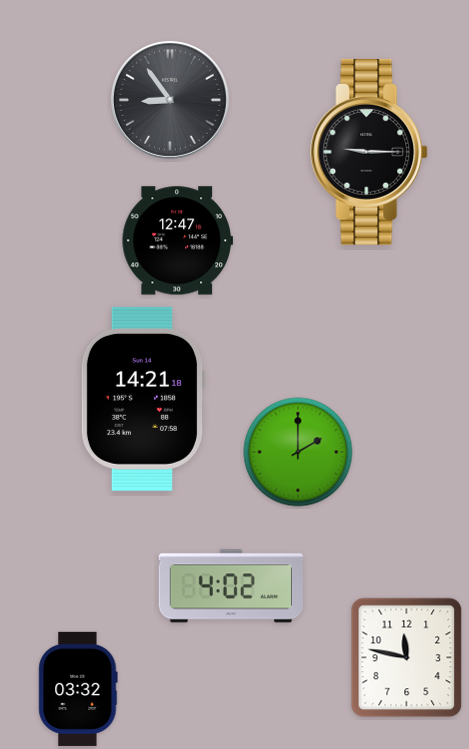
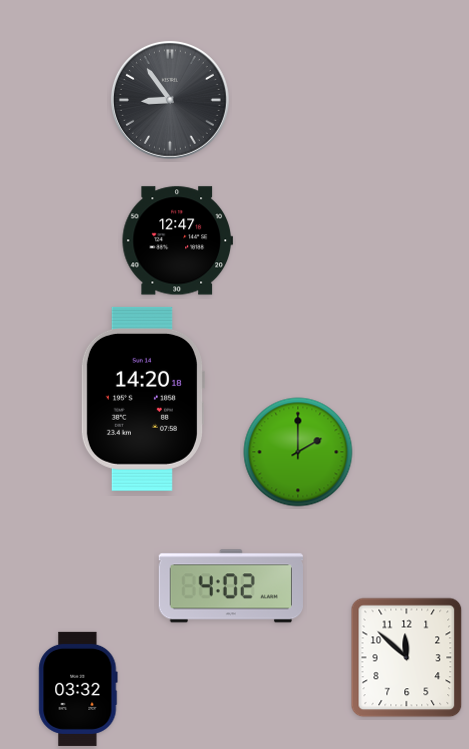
clock at (370, 152): 9:15 -> none
clock at (142, 399): 14:21 -> 14:20
clock at (407, 658): 11:47 -> 11:52
